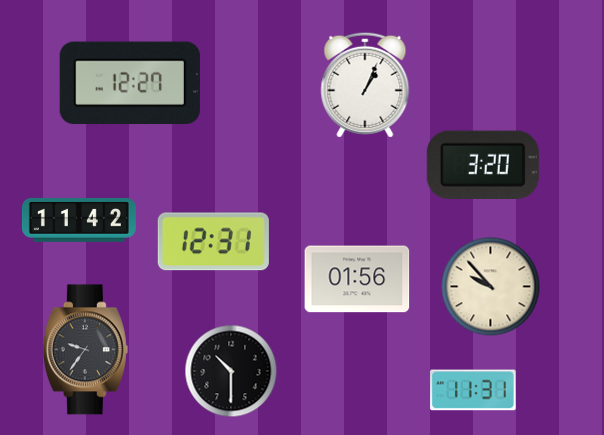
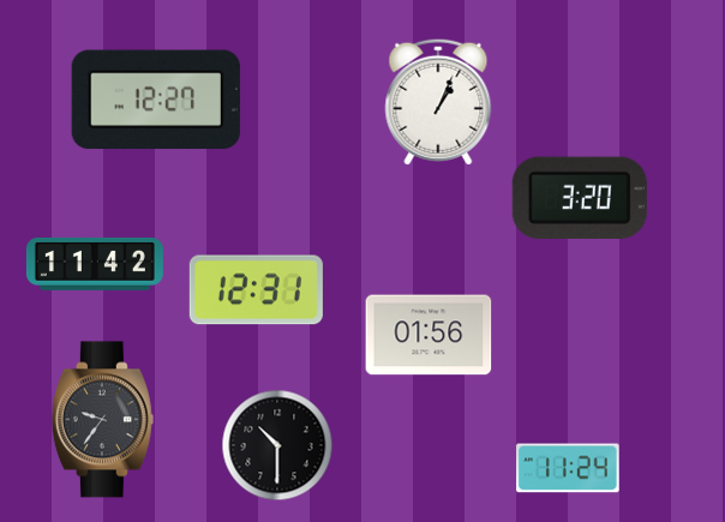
clock at (491, 287): 9:53 -> none
clock at (473, 390): 11:31 -> 11:24
